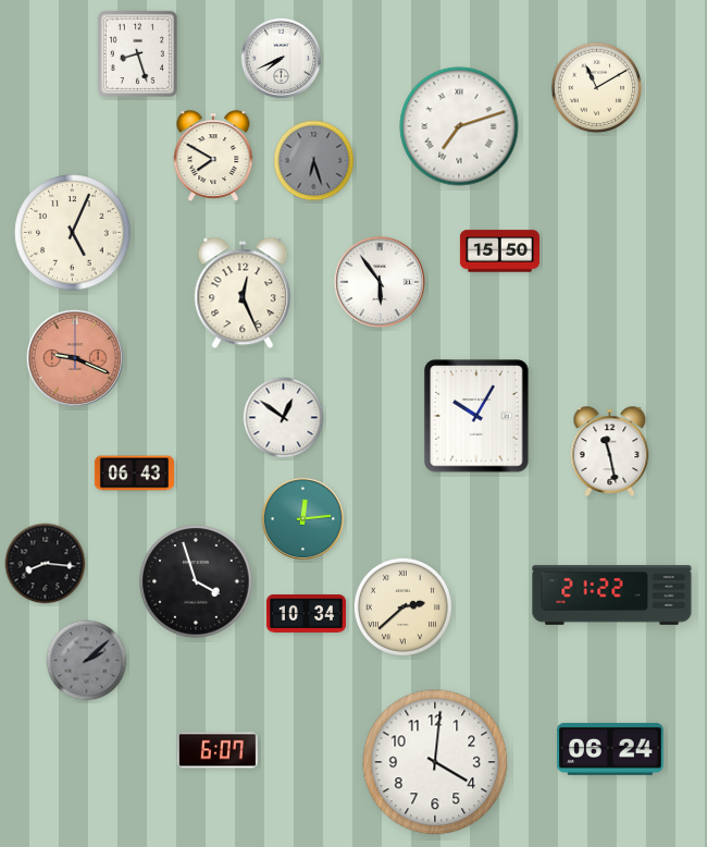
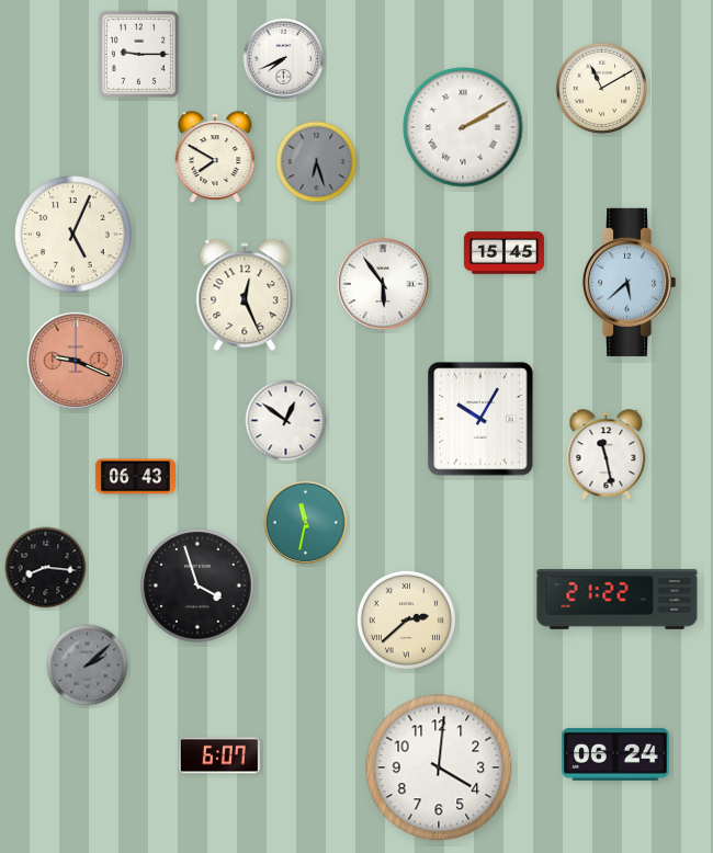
clock at (137, 53): 8:27 -> 9:15
clock at (459, 126): 7:12 -> 2:10
clock at (499, 251): 15:50 -> 15:45
clock at (629, 282): none -> 5:38
clock at (610, 452) position: (610, 452) -> (607, 455)
clock at (303, 519): 12:14 -> 11:32
clock at (402, 606) position: (402, 606) -> (406, 619)
clock at (306, 614): 10:34 -> none
